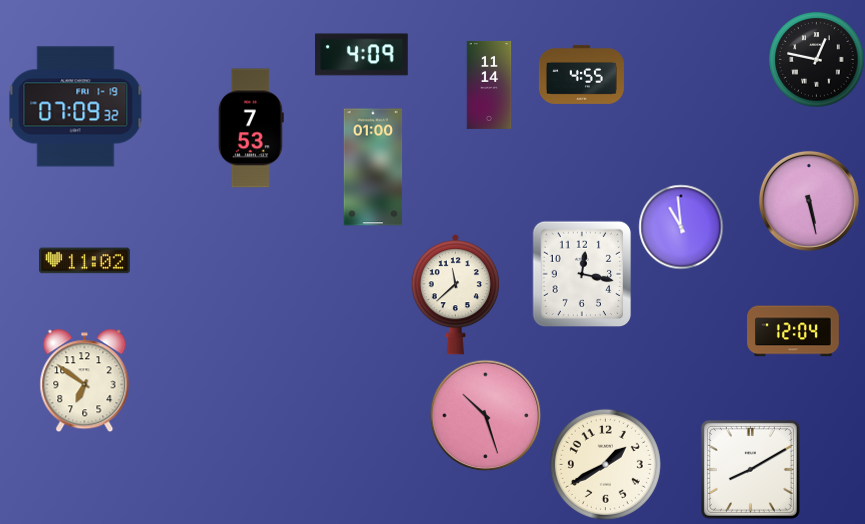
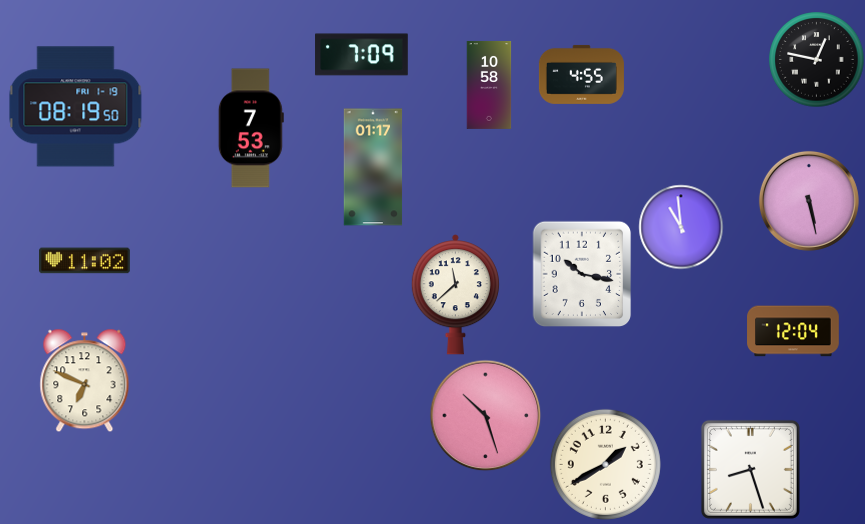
clock at (362, 55): 4:09 -> 7:09
clock at (489, 85): 11:14 -> 10:58
clock at (76, 107): 07:09 -> 08:19
clock at (373, 167): 01:00 -> 01:17
clock at (582, 274): 12:17 -> 10:17
clock at (85, 380): 6:51 -> 6:49
clock at (750, 469): 8:10 -> 8:27
